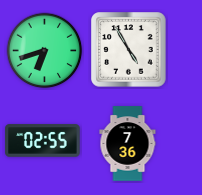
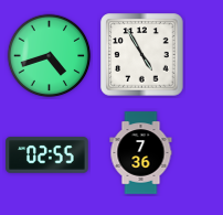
clock at (45, 51): 6:42 -> 4:42
clock at (128, 144) position: (128, 144) -> (141, 153)
